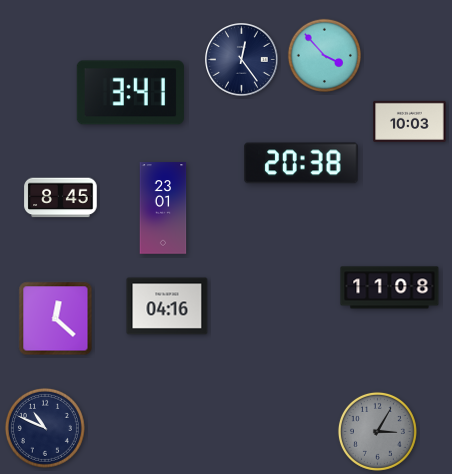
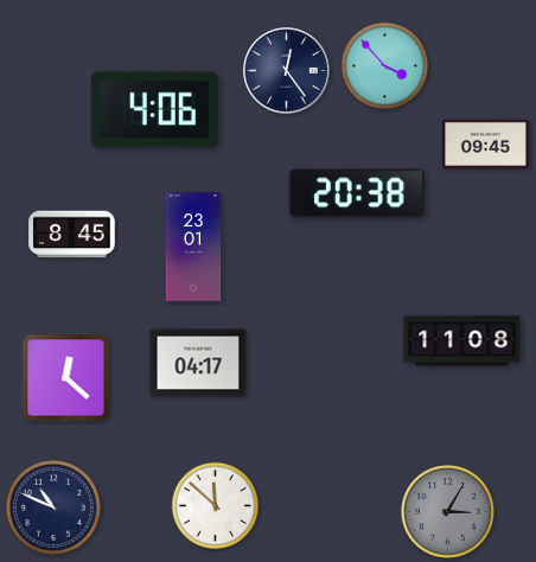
clock at (130, 93): 3:41 -> 4:06
clock at (410, 121): 10:03 -> 09:45
clock at (167, 306): 04:16 -> 04:17
clock at (215, 505): none -> 11:52
